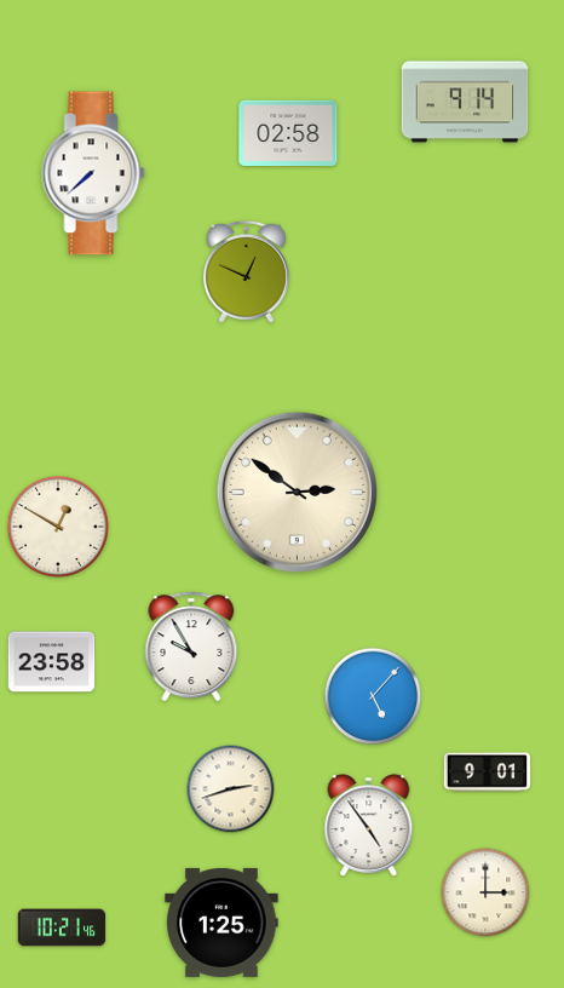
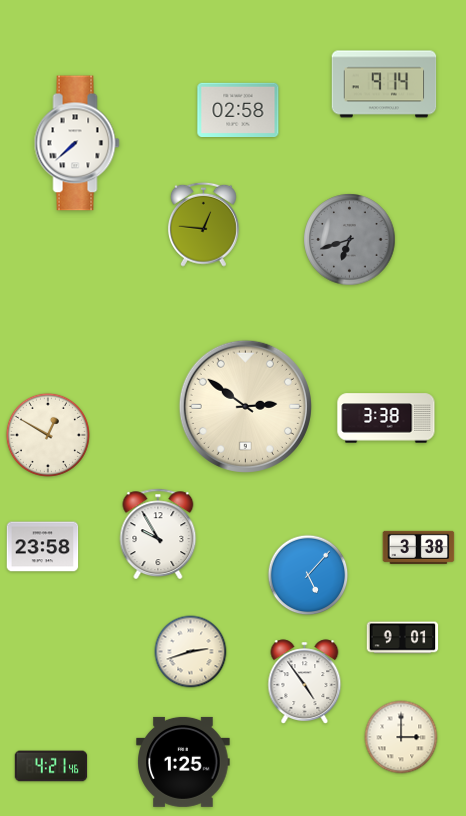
clock at (246, 271): 12:49 -> 12:46
clock at (350, 240): none -> 6:42
clock at (386, 418): none -> 3:38
clock at (419, 547): none -> 3:38
clock at (62, 927): 10:21 -> 4:21
